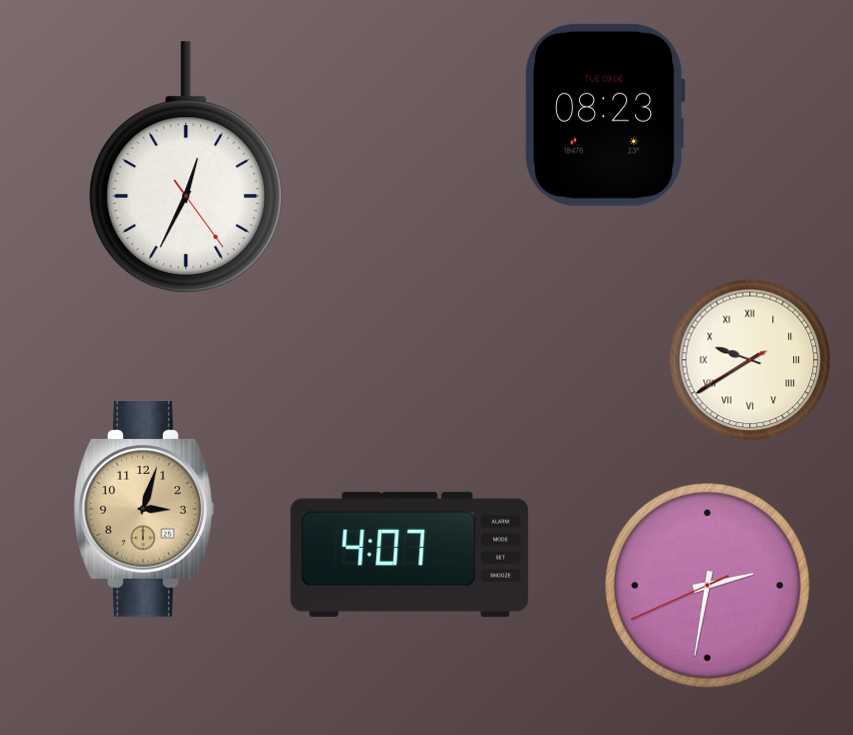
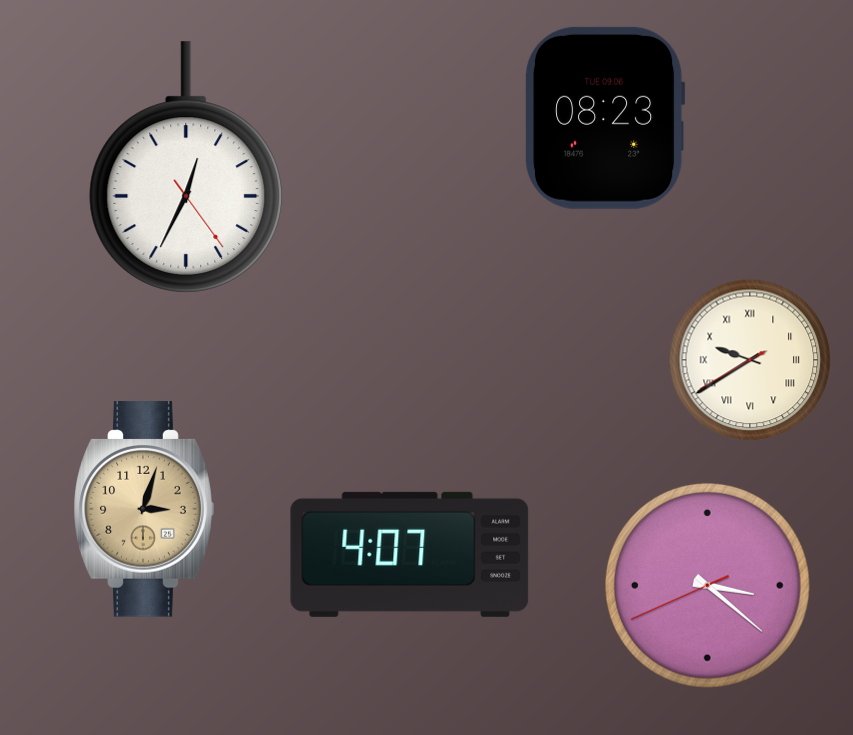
clock at (606, 115) position: (606, 115) -> (606, 118)
clock at (707, 585): 2:31 -> 3:21
